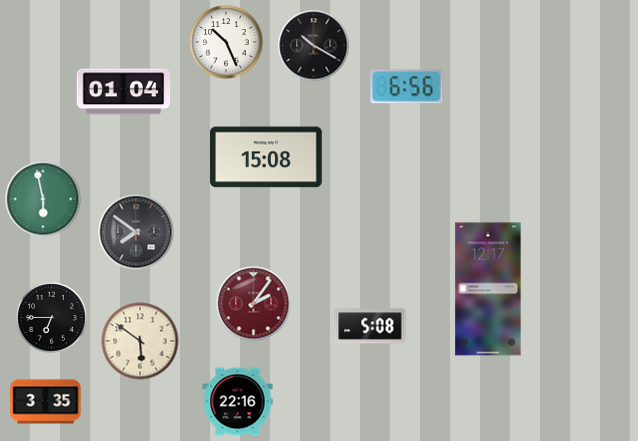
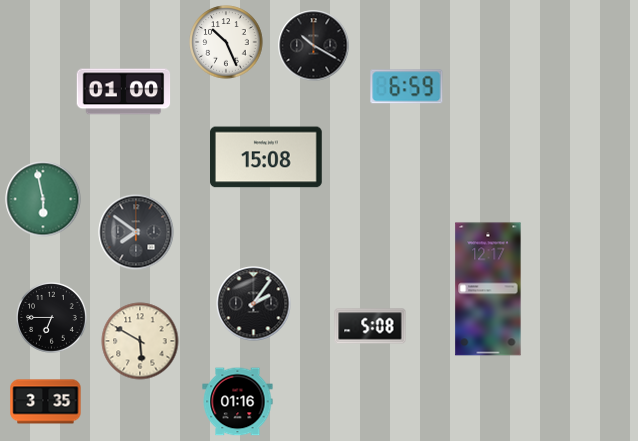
clock at (407, 87): 6:56 -> 6:59
clock at (124, 92): 01:04 -> 01:00
clock at (254, 304) dial: burgundy -> black
clock at (140, 341): 5:51 -> 5:50
clock at (238, 402): 22:16 -> 01:16
